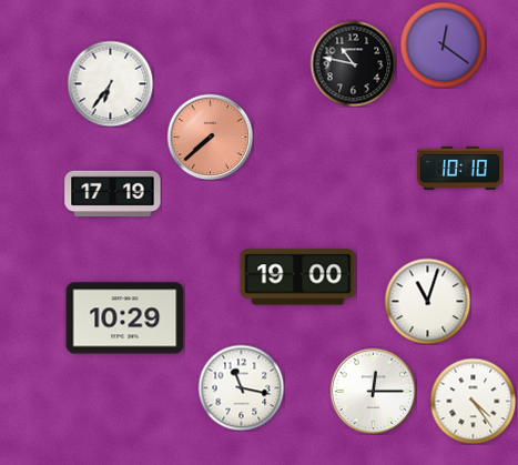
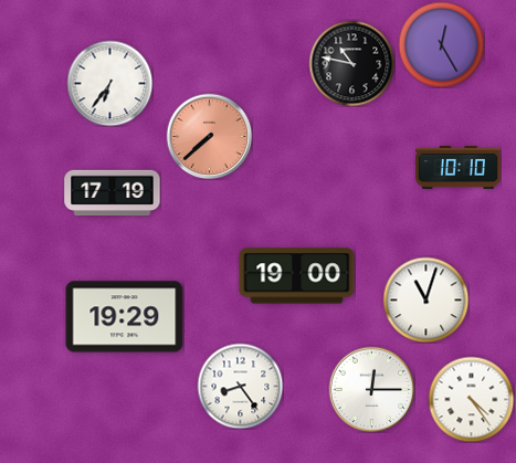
clock at (443, 44): 12:21 -> 12:25
clock at (125, 319): 10:29 -> 19:29
clock at (241, 387): 11:17 -> 8:24
